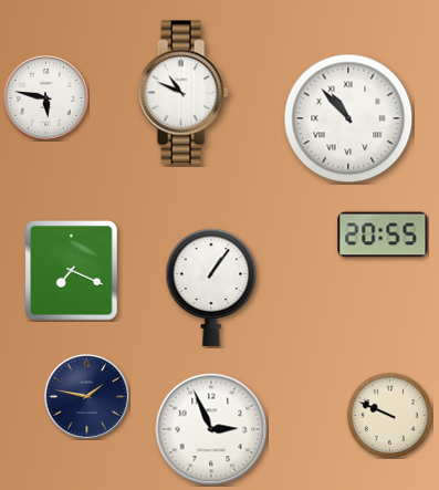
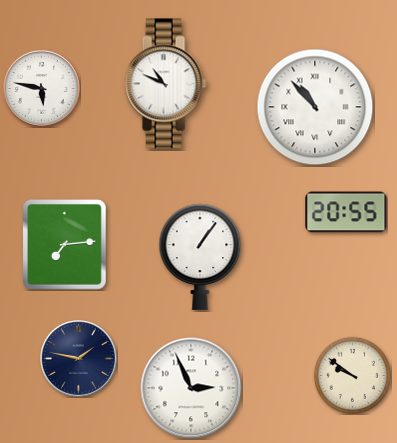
clock at (72, 271): 7:19 -> 7:14
clock at (211, 288) position: (211, 288) -> (200, 257)
clock at (389, 415): 9:49 -> 9:51
